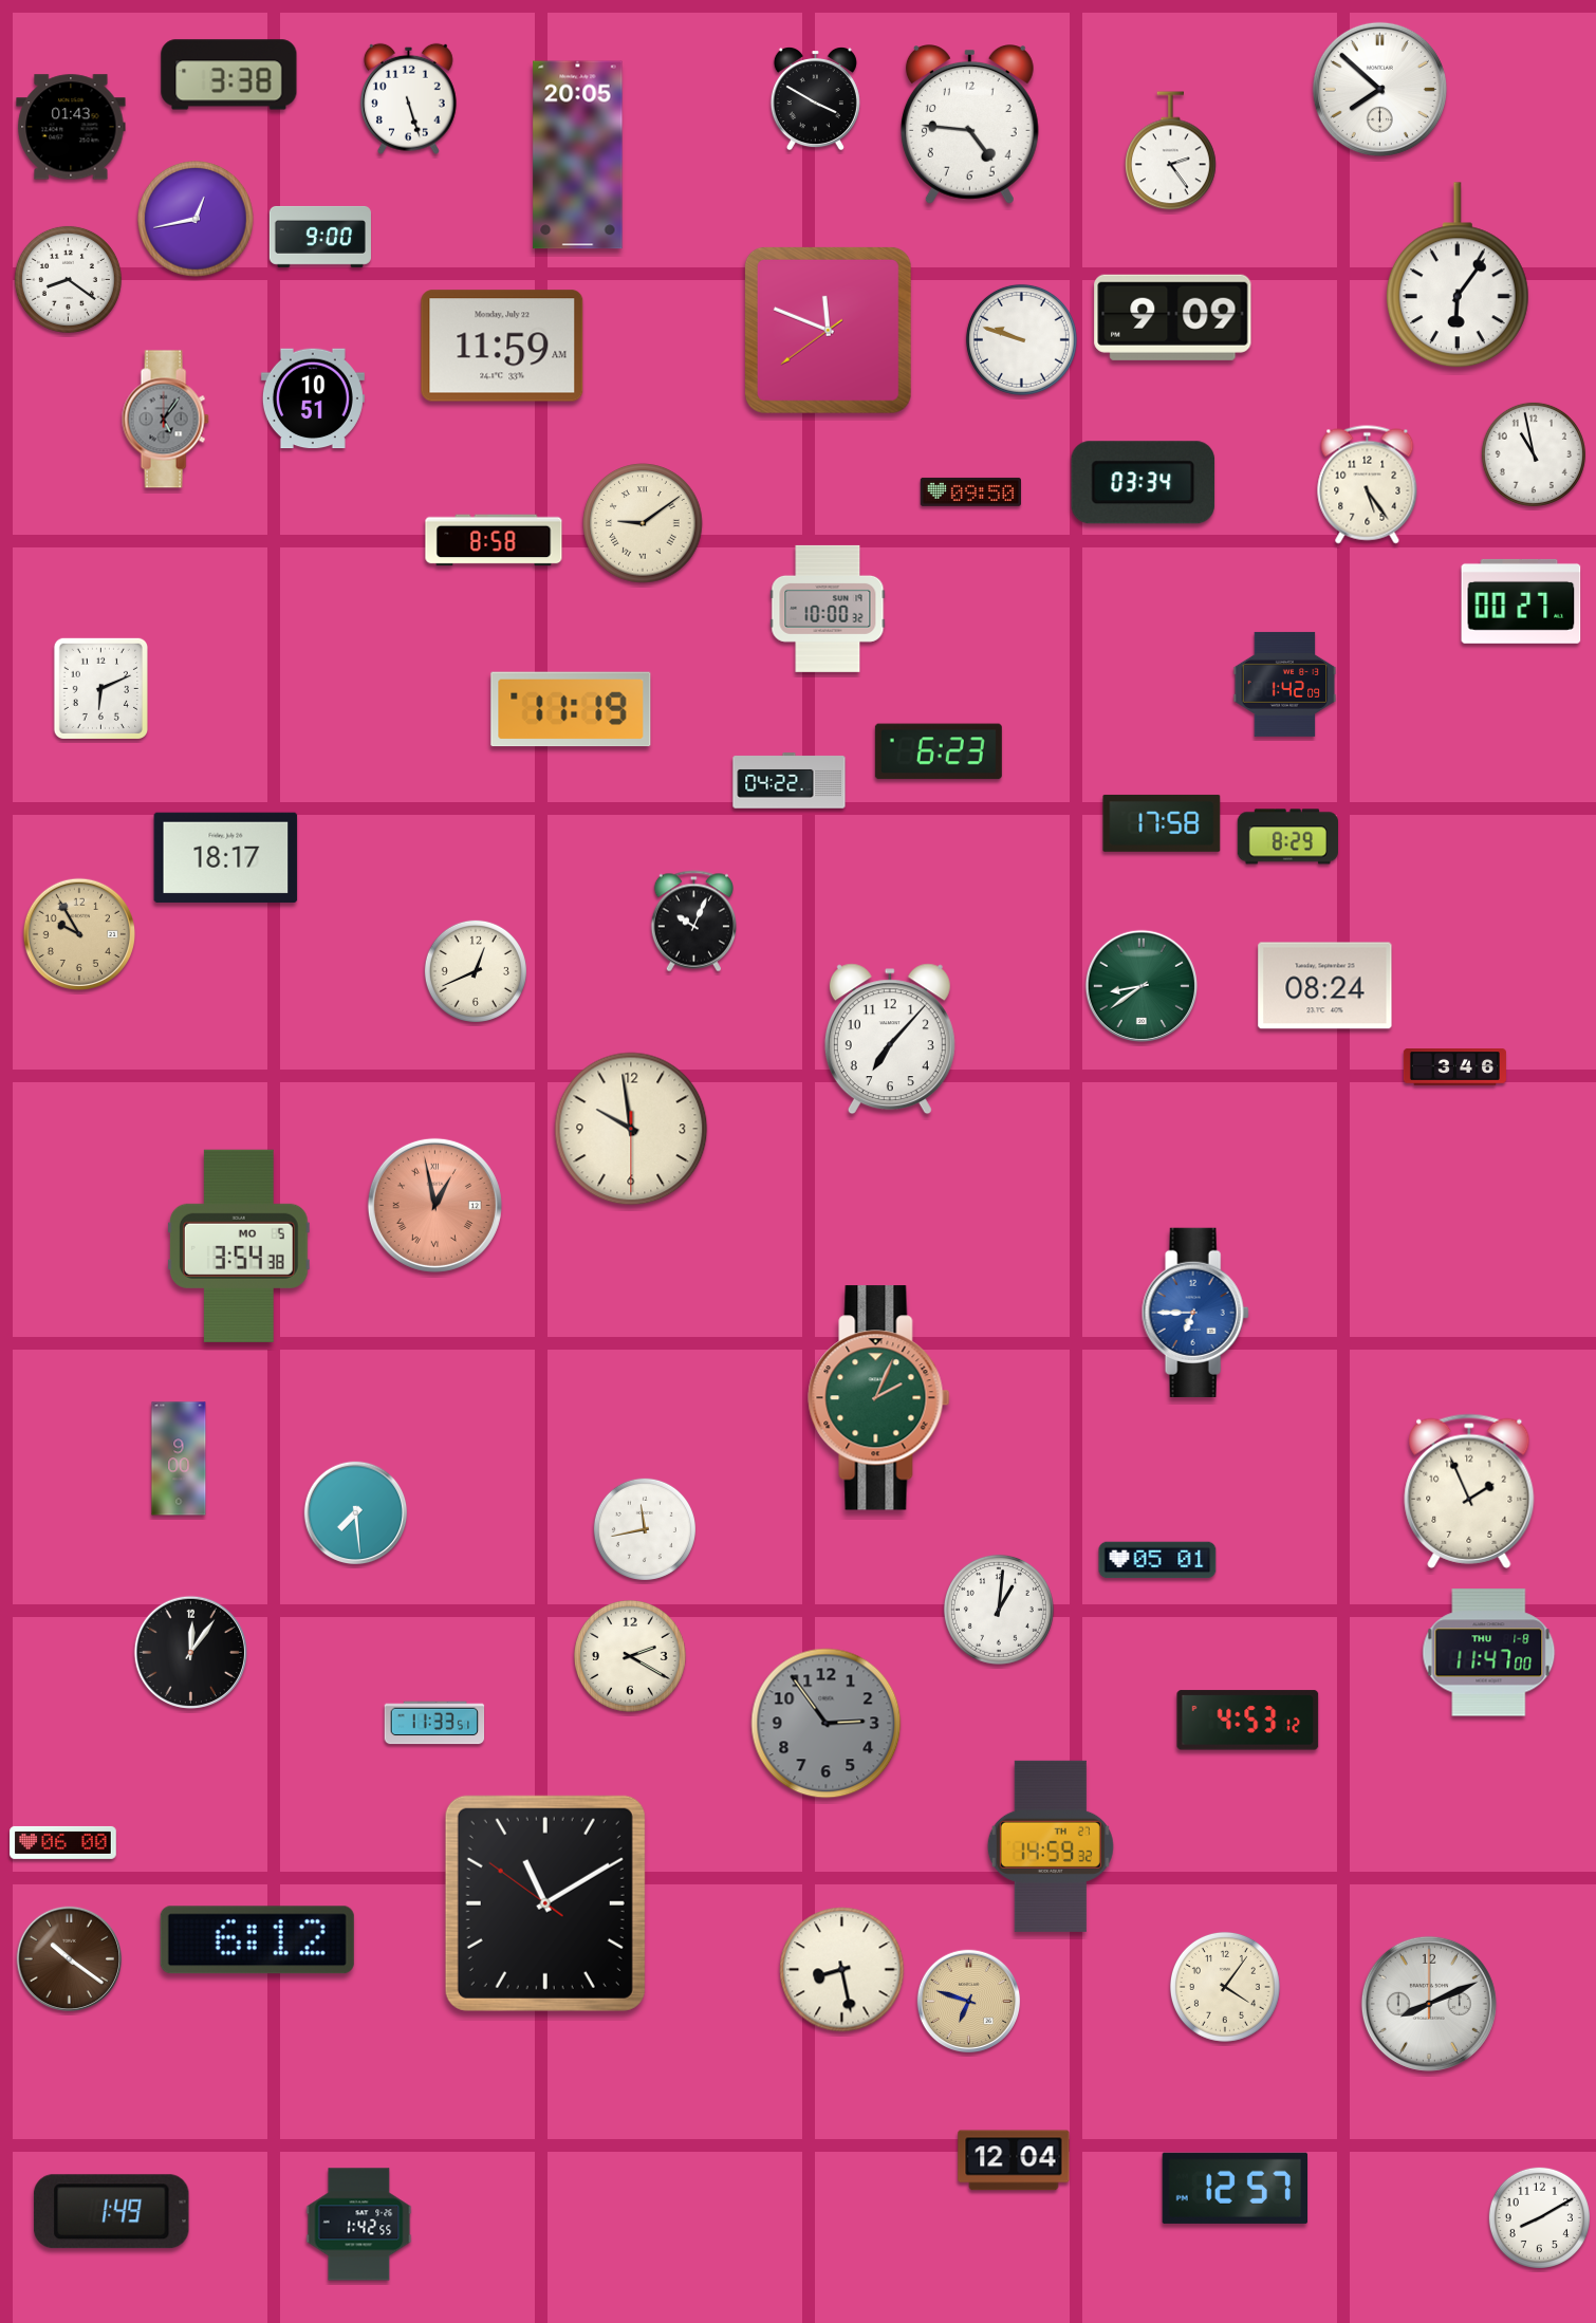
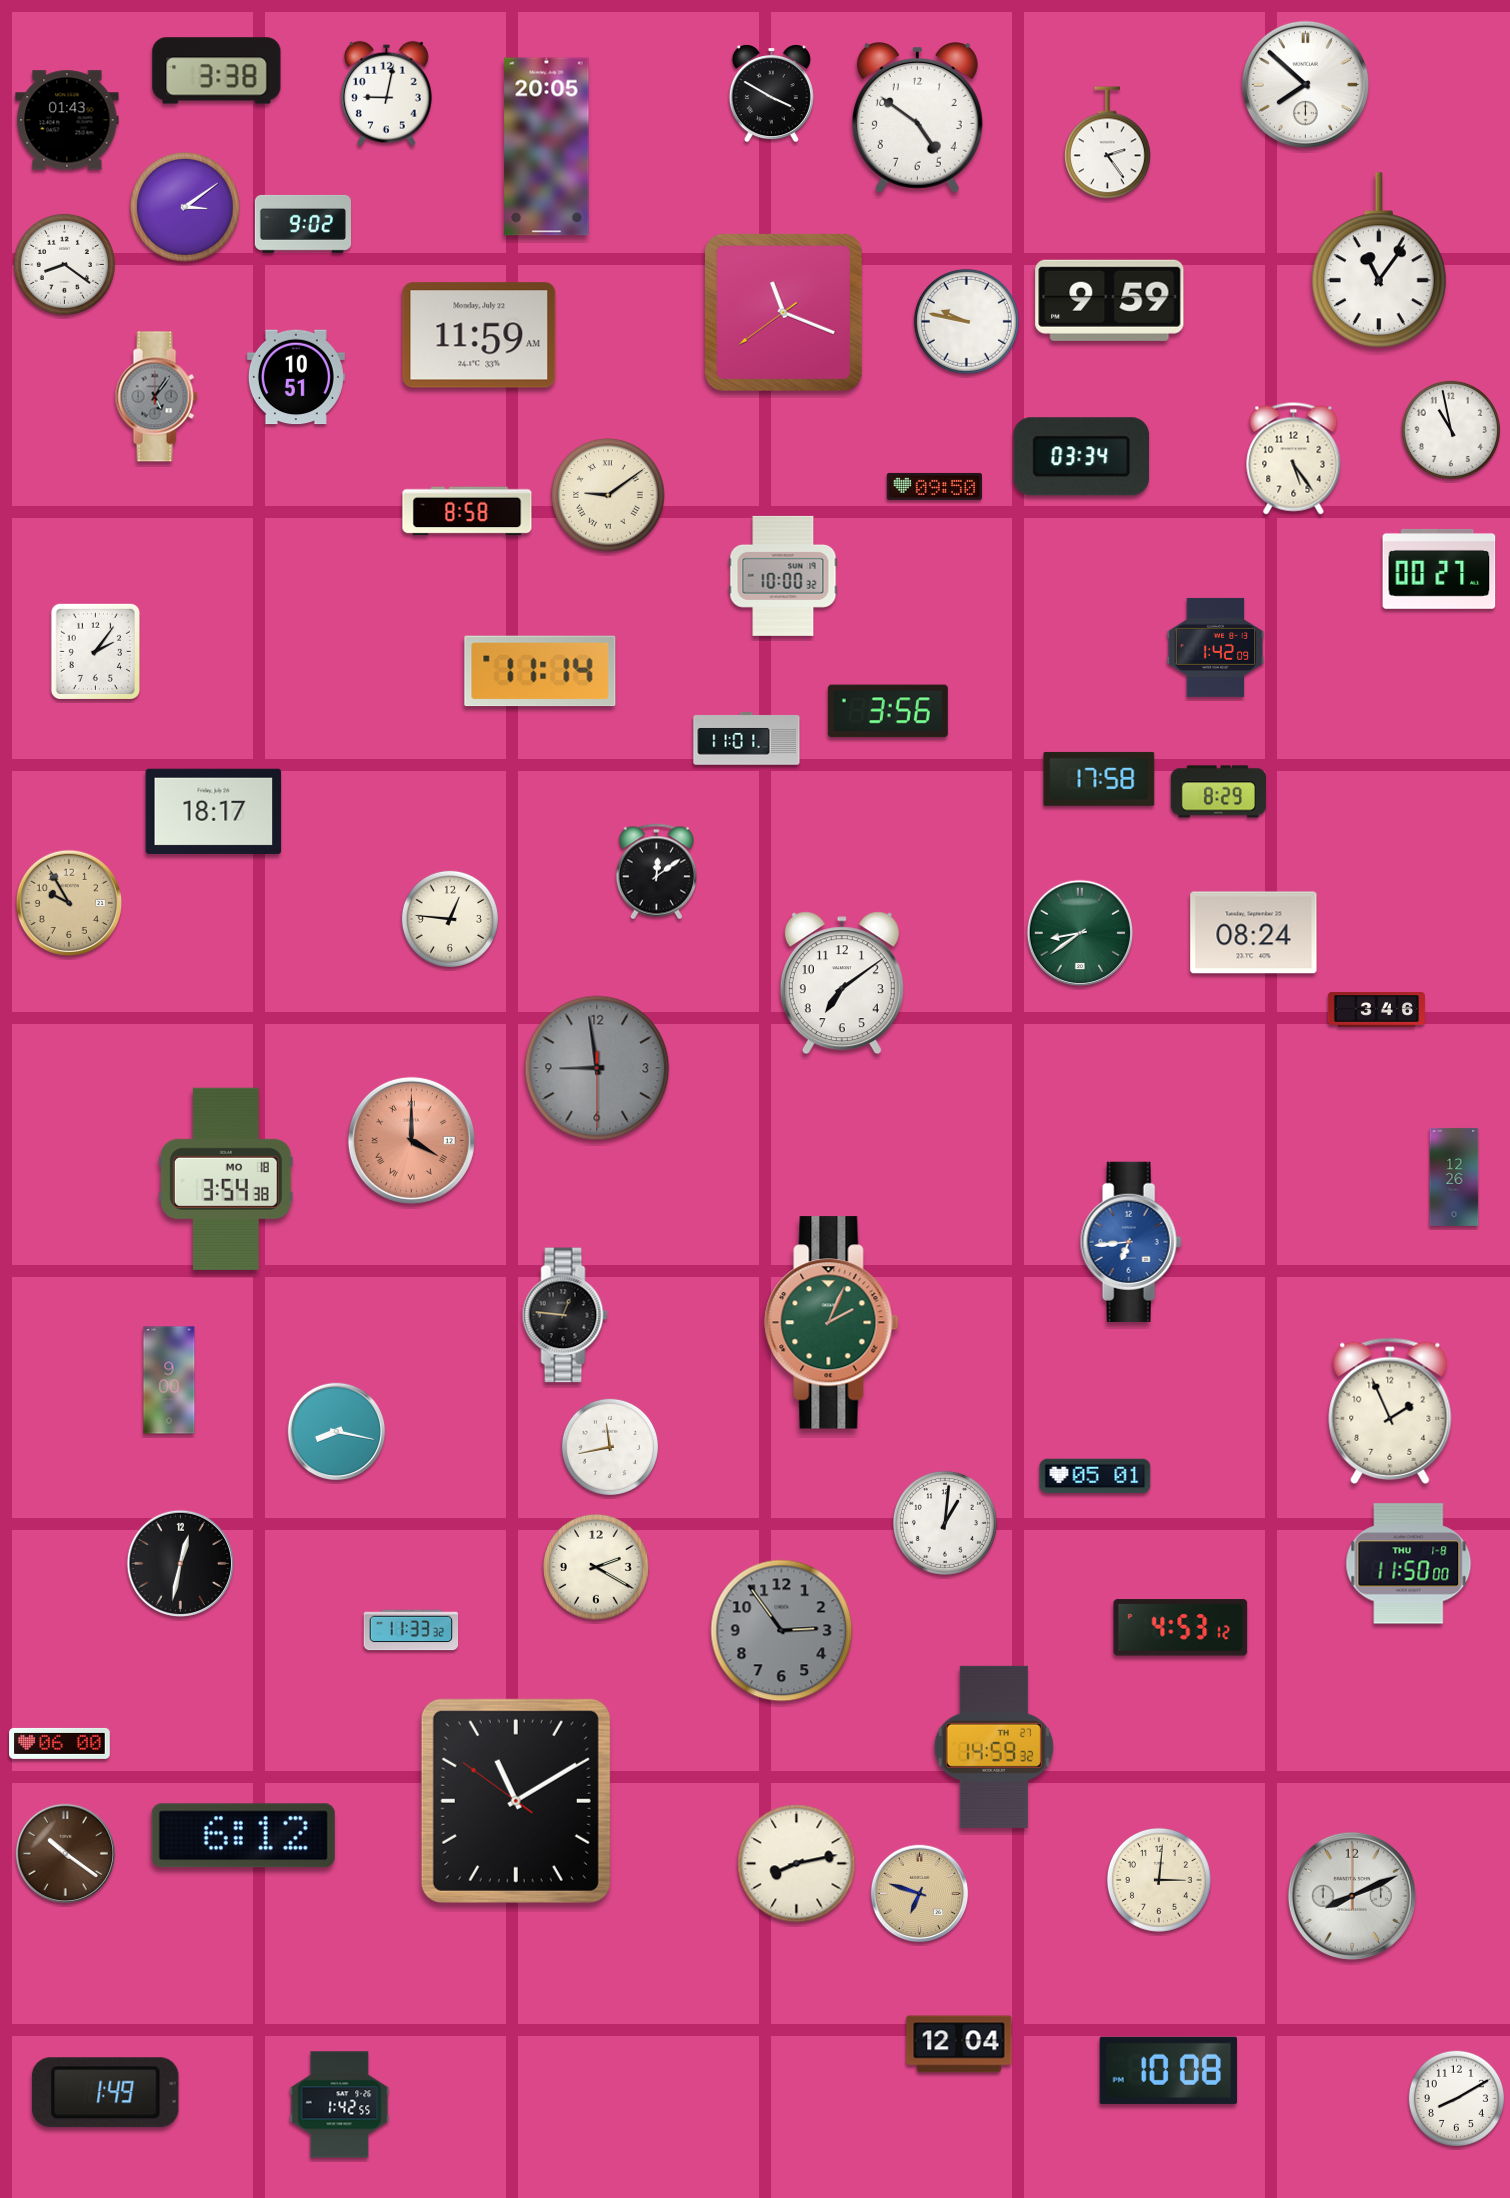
clock at (408, 98): 5:27 -> 9:02
clock at (969, 125): 4:46 -> 4:51
clock at (197, 220): 12:43 -> 3:09
clock at (320, 237): 9:00 -> 9:02
clock at (1458, 276): 6:06 -> 11:06
clock at (1173, 317): 9:09 -> 9:59
clock at (828, 330): 11:48 -> 11:18
clock at (1021, 339): 9:48 -> 9:47
clock at (502, 346) position: (502, 346) -> (479, 335)
clock at (970, 491) position: (970, 491) -> (934, 486)
clock at (100, 688): 6:11 -> 2:06
clock at (571, 709): 11:19 -> 11:14
clock at (939, 751): 6:23 -> 3:56
clock at (790, 781): 04:22 -> 11:01
clock at (693, 922): 10:04 -> 12:09
clock at (78, 933) position: (78, 933) -> (68, 902)
clock at (476, 971): 12:41 -> 12:46
clock at (890, 1039): 7:07 -> 7:09
clock at (631, 1129): 9:58 -> 8:58
clock at (631, 1129) dial: cream -> grey
clock at (434, 1205): 12:58 -> 4:00
clock at (1454, 1177): none -> 12:26
clock at (239, 1246) date: MO 5 -> MO 18
clock at (1195, 1313): 6:45 -> 6:44
clock at (565, 1315): none -> 12:46
clock at (356, 1513): 7:29 -> 8:17
clock at (190, 1652): 12:06 -> 12:32
clock at (1489, 1653): 11:47 -> 11:50
clock at (434, 1723): 11:33:51 -> 11:33:32
clock at (842, 1970): 8:28 -> 8:13
clock at (1225, 1987): 4:06 -> 3:01
clock at (969, 2002) position: (969, 2002) -> (920, 1894)
clock at (1235, 2188): 12:57 -> 10:08
